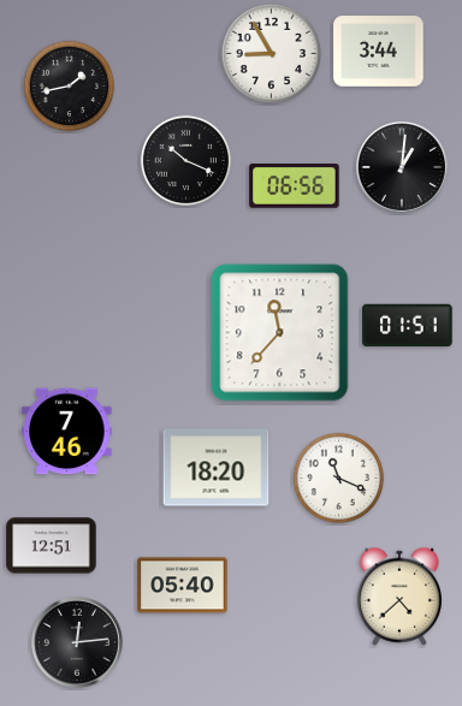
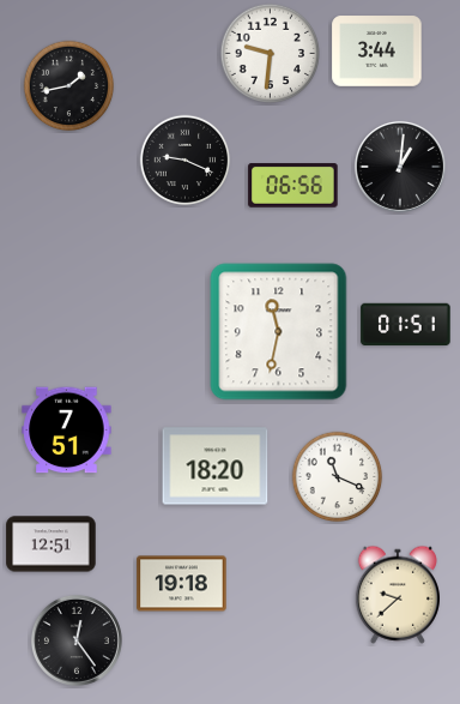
clock at (271, 53): 8:55 -> 9:31
clock at (186, 161): 10:19 -> 9:19
clock at (280, 333): 11:37 -> 11:32
clock at (67, 432): 7:46 -> 7:51
clock at (183, 586): 05:40 -> 19:18
clock at (398, 597): 4:38 -> 9:38
clock at (77, 642): 12:14 -> 12:24
